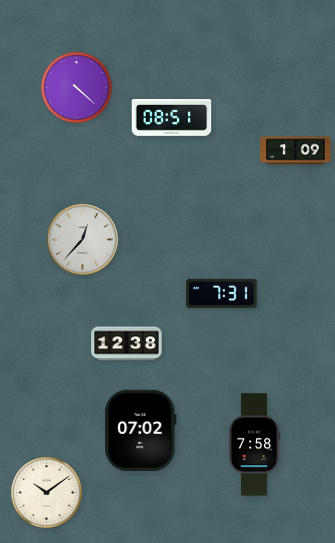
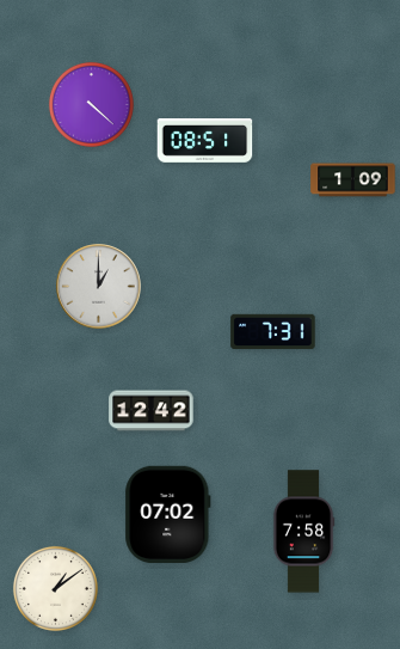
clock at (83, 240): 12:37 -> 1:00
clock at (222, 294) position: (222, 294) -> (273, 332)
clock at (127, 344): 12:38 -> 12:42
clock at (46, 492): 10:09 -> 1:09
